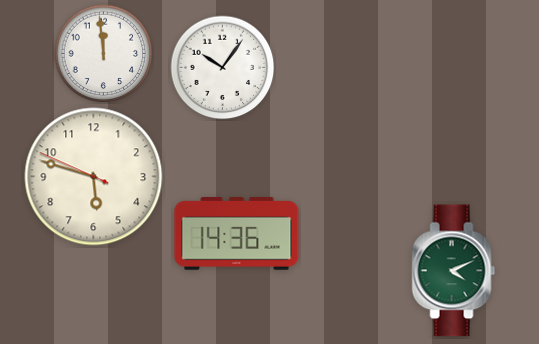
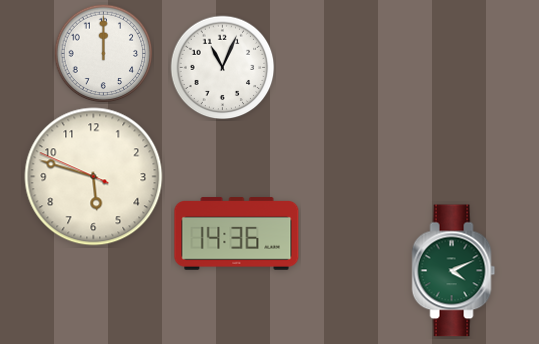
clock at (104, 54): 11:59 -> 12:00
clock at (223, 68): 10:06 -> 11:04
